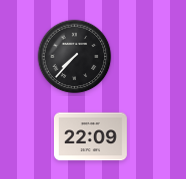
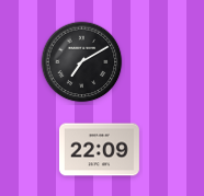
clock at (75, 57): 7:37 -> 7:10
